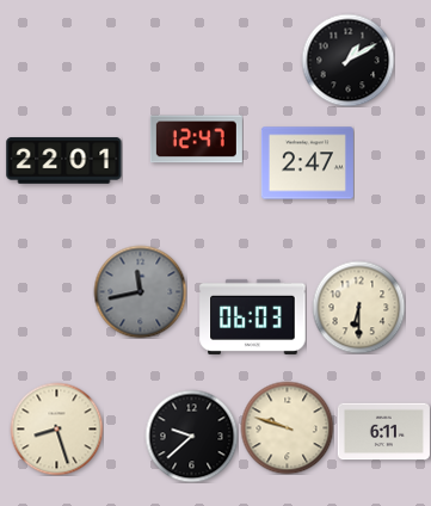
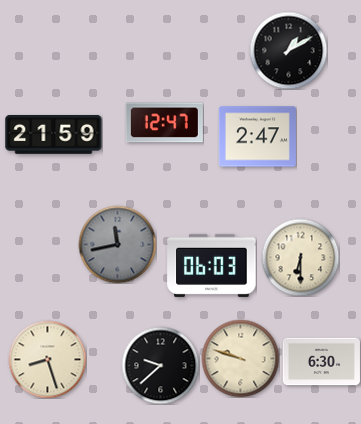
clock at (347, 60) position: (347, 60) -> (288, 50)
clock at (196, 140) position: (196, 140) -> (164, 123)
clock at (64, 160): 22:01 -> 21:59
clock at (383, 432): 6:11 -> 6:30
